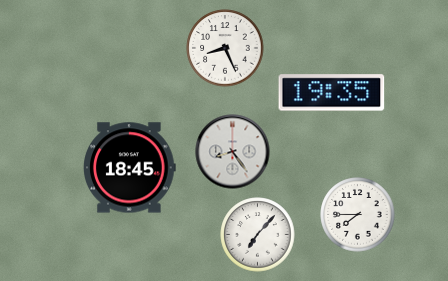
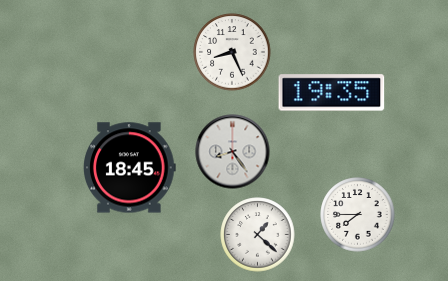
clock at (225, 48) position: (225, 48) -> (232, 52)
clock at (258, 235): 7:07 -> 1:22
